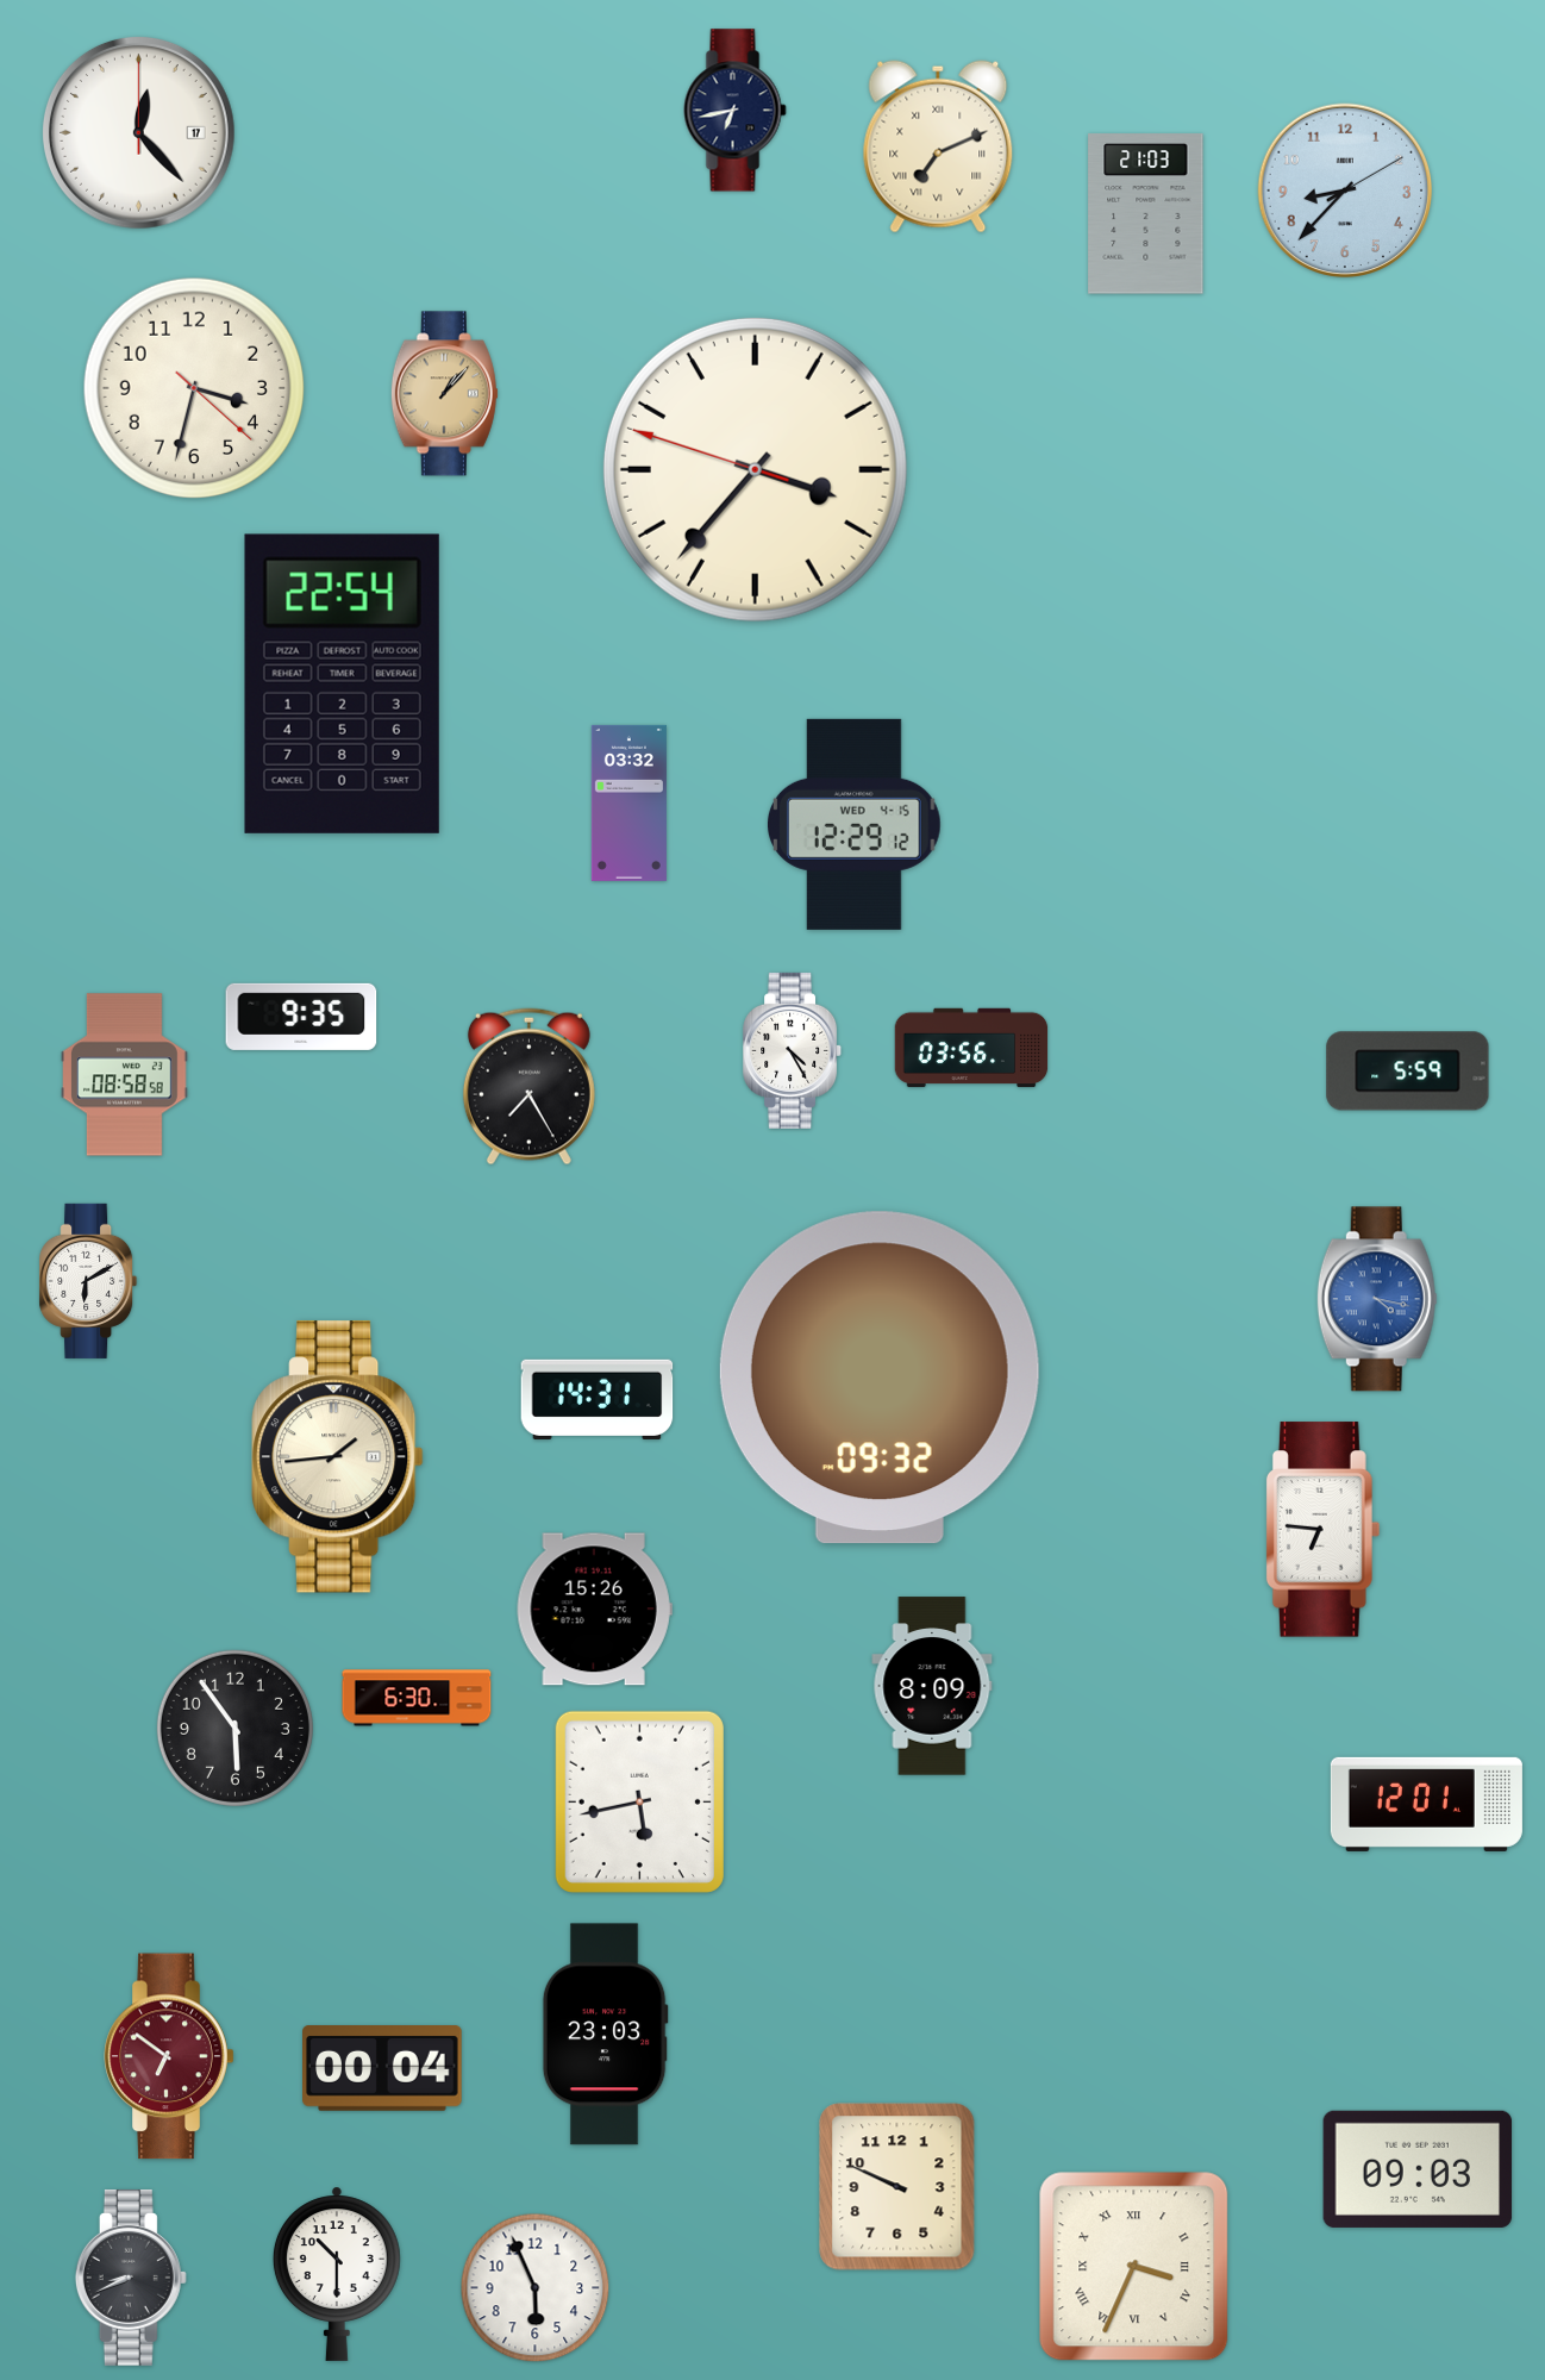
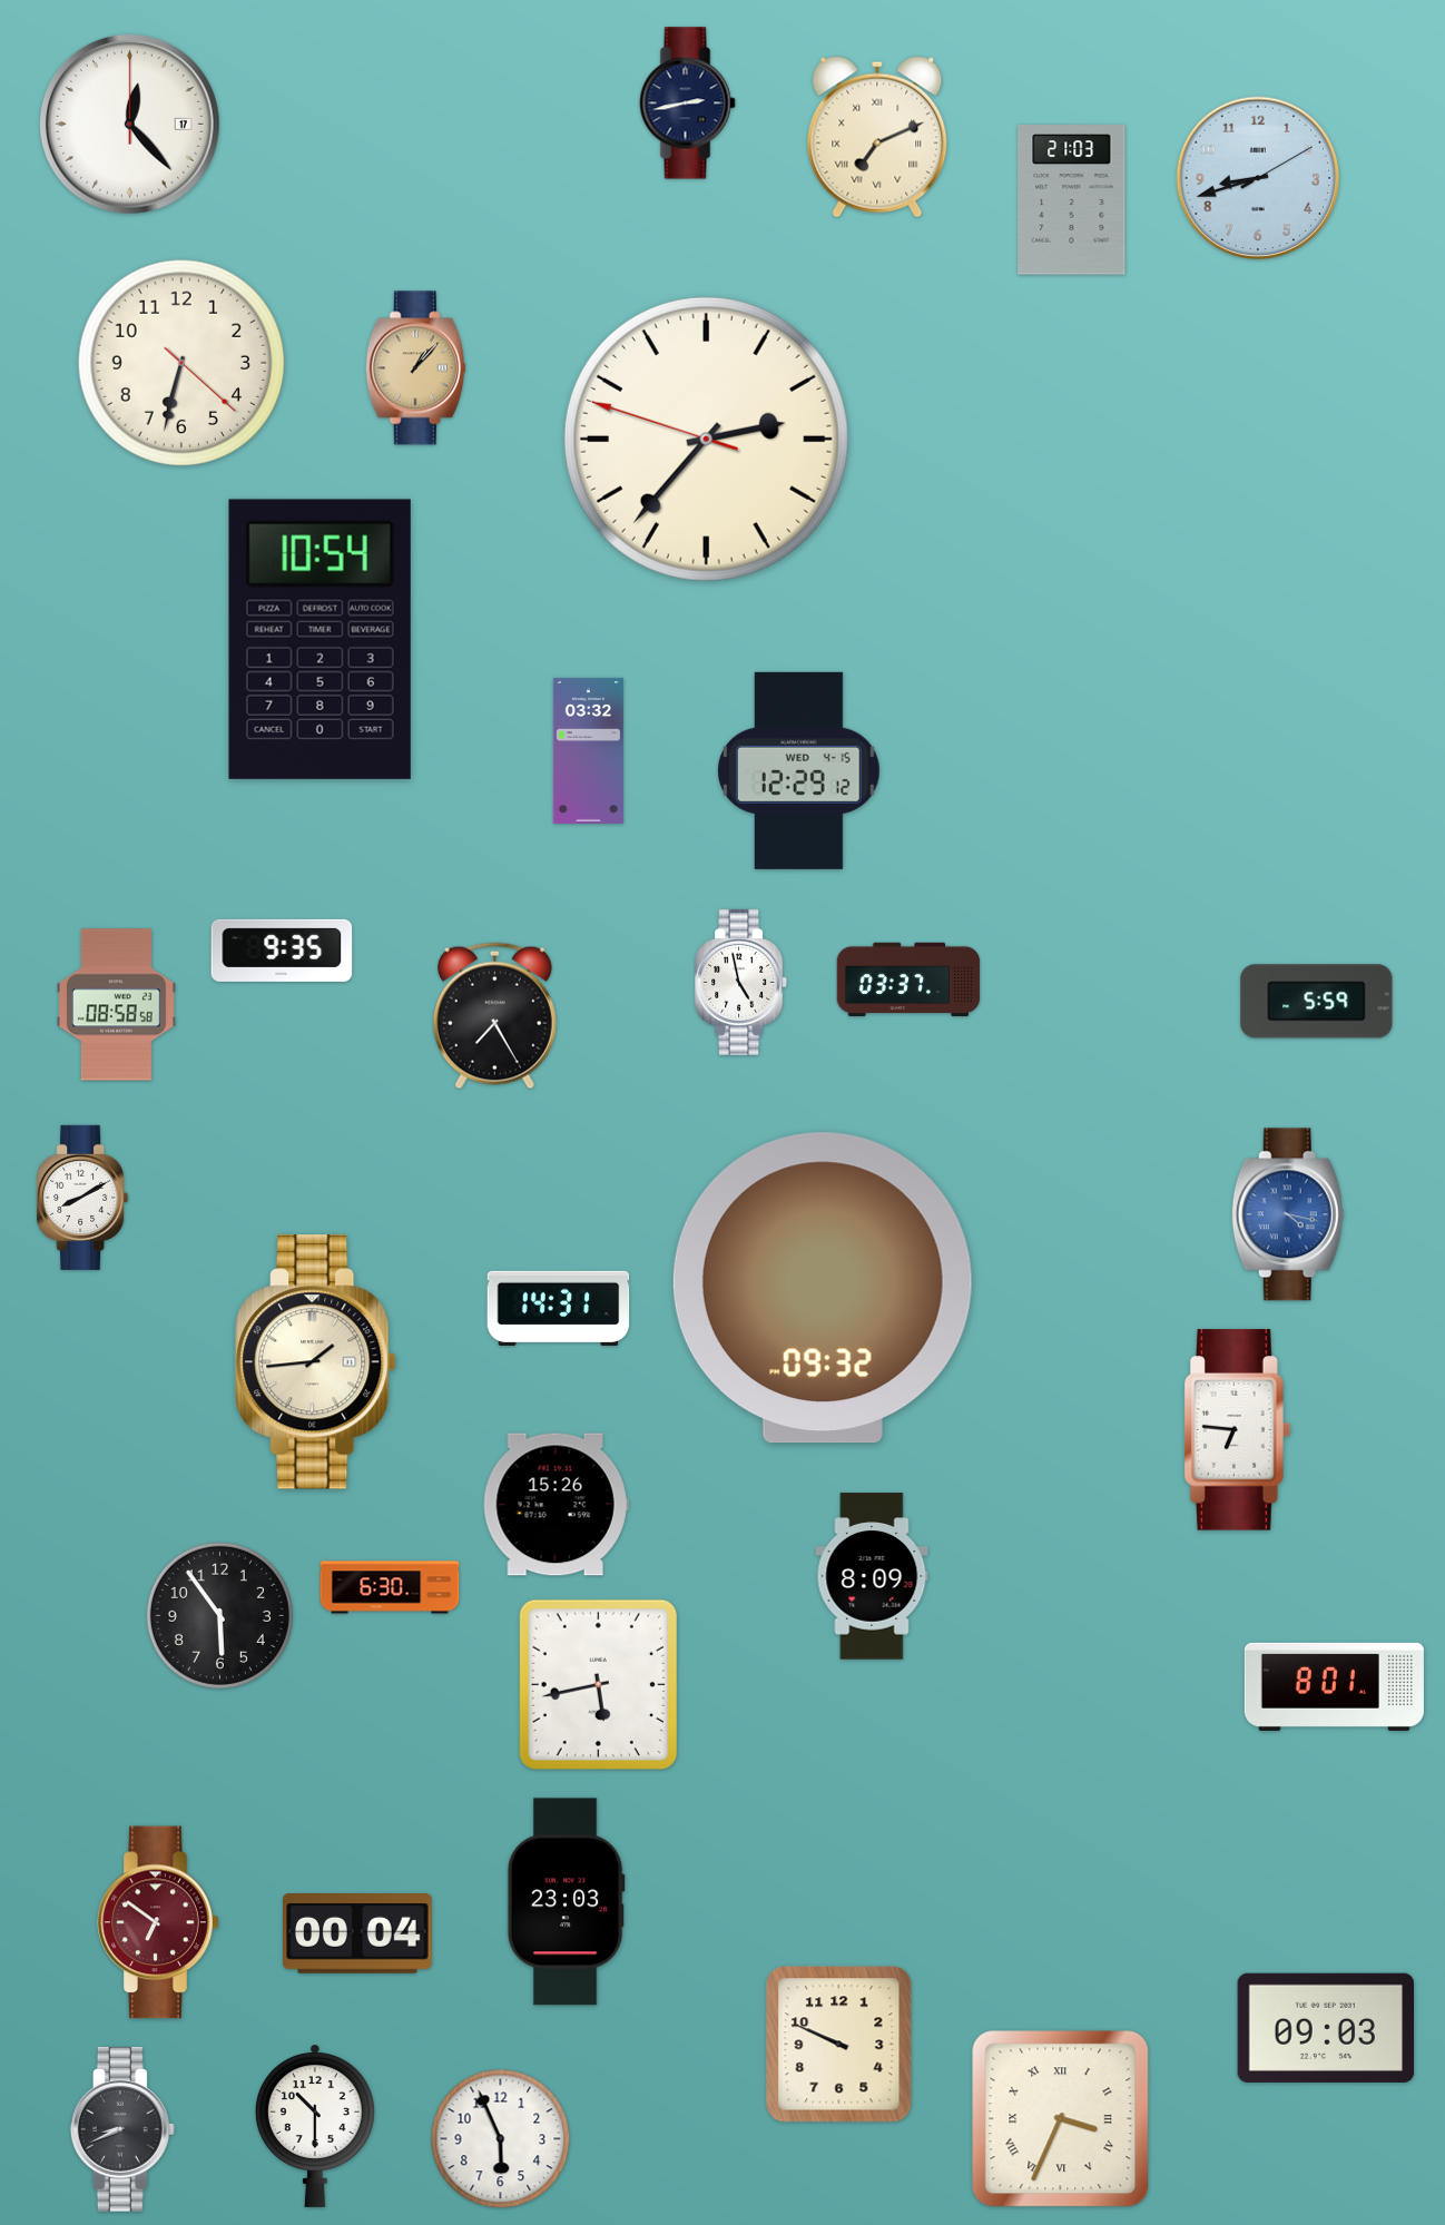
clock at (736, 111): 6:43 -> 2:43
clock at (1345, 190): 8:37 -> 8:42
clock at (194, 388): 3:32 -> 6:32
clock at (755, 469): 3:36 -> 2:36
clock at (342, 683): 22:54 -> 10:54
clock at (971, 1048): 03:56 -> 03:37
clock at (793, 1050): 4:25 -> 4:58
clock at (88, 1281): 6:10 -> 8:10
clock at (1426, 1804): 12:01 -> 8:01
